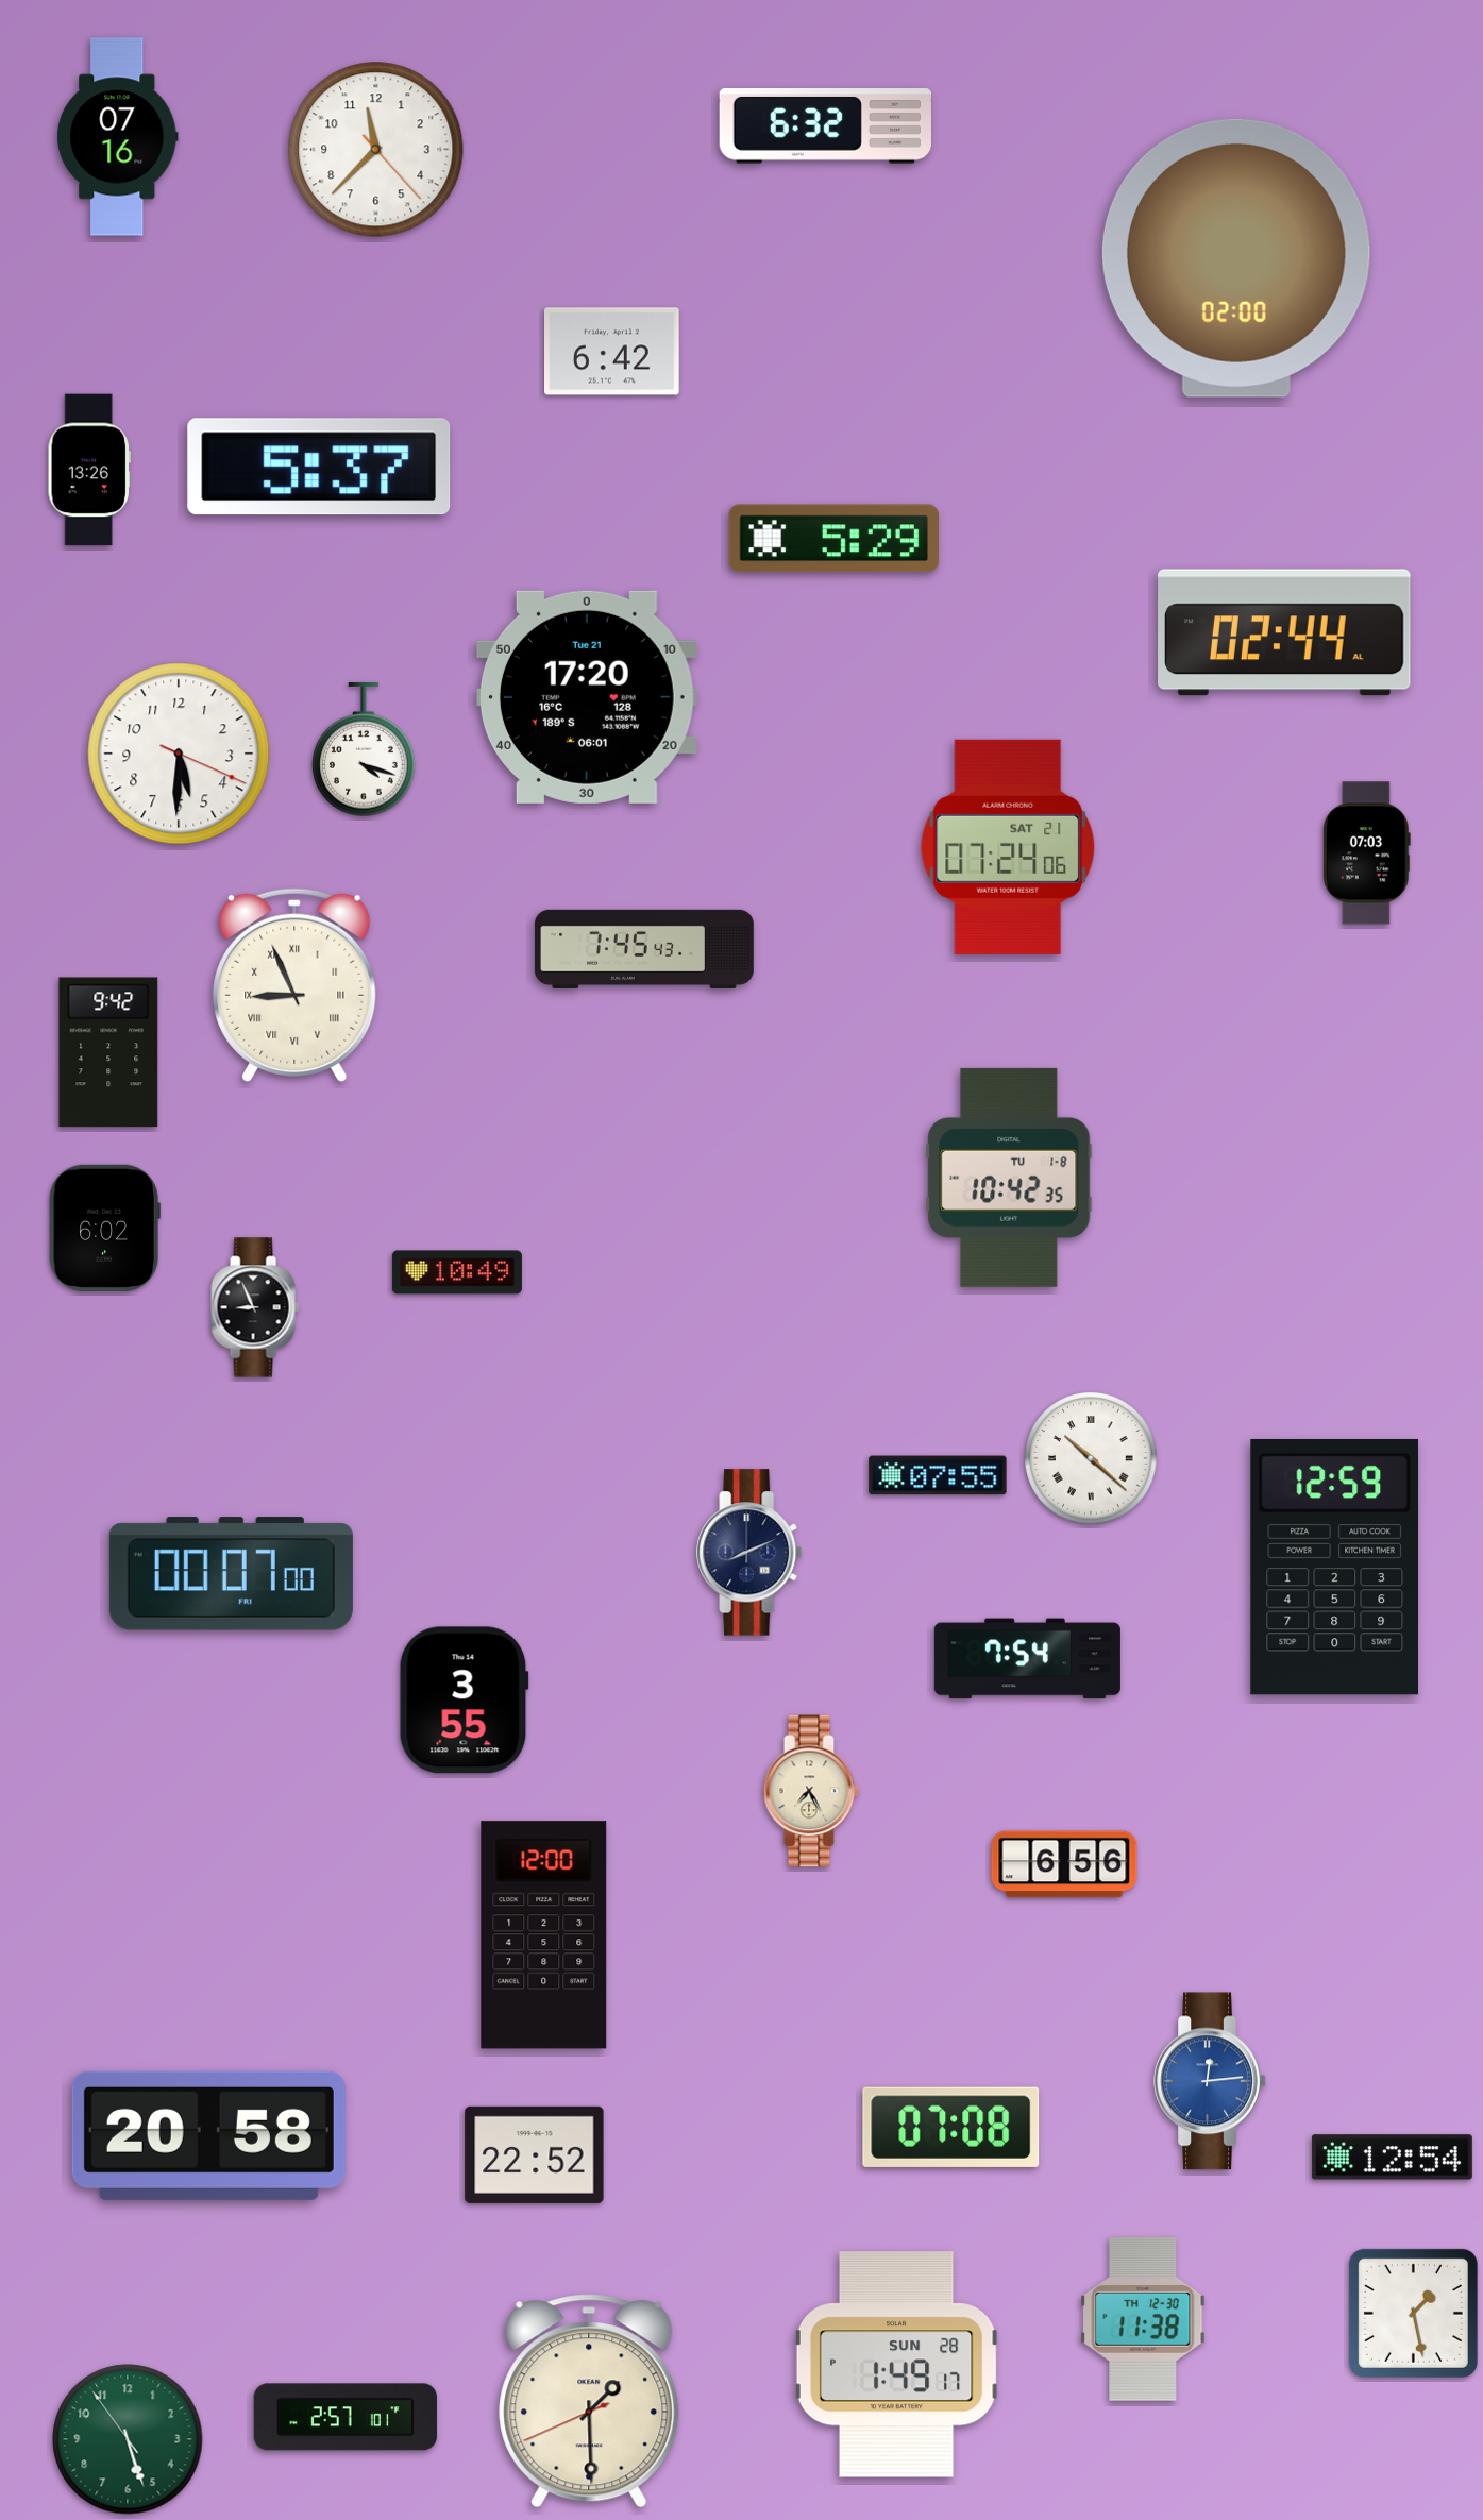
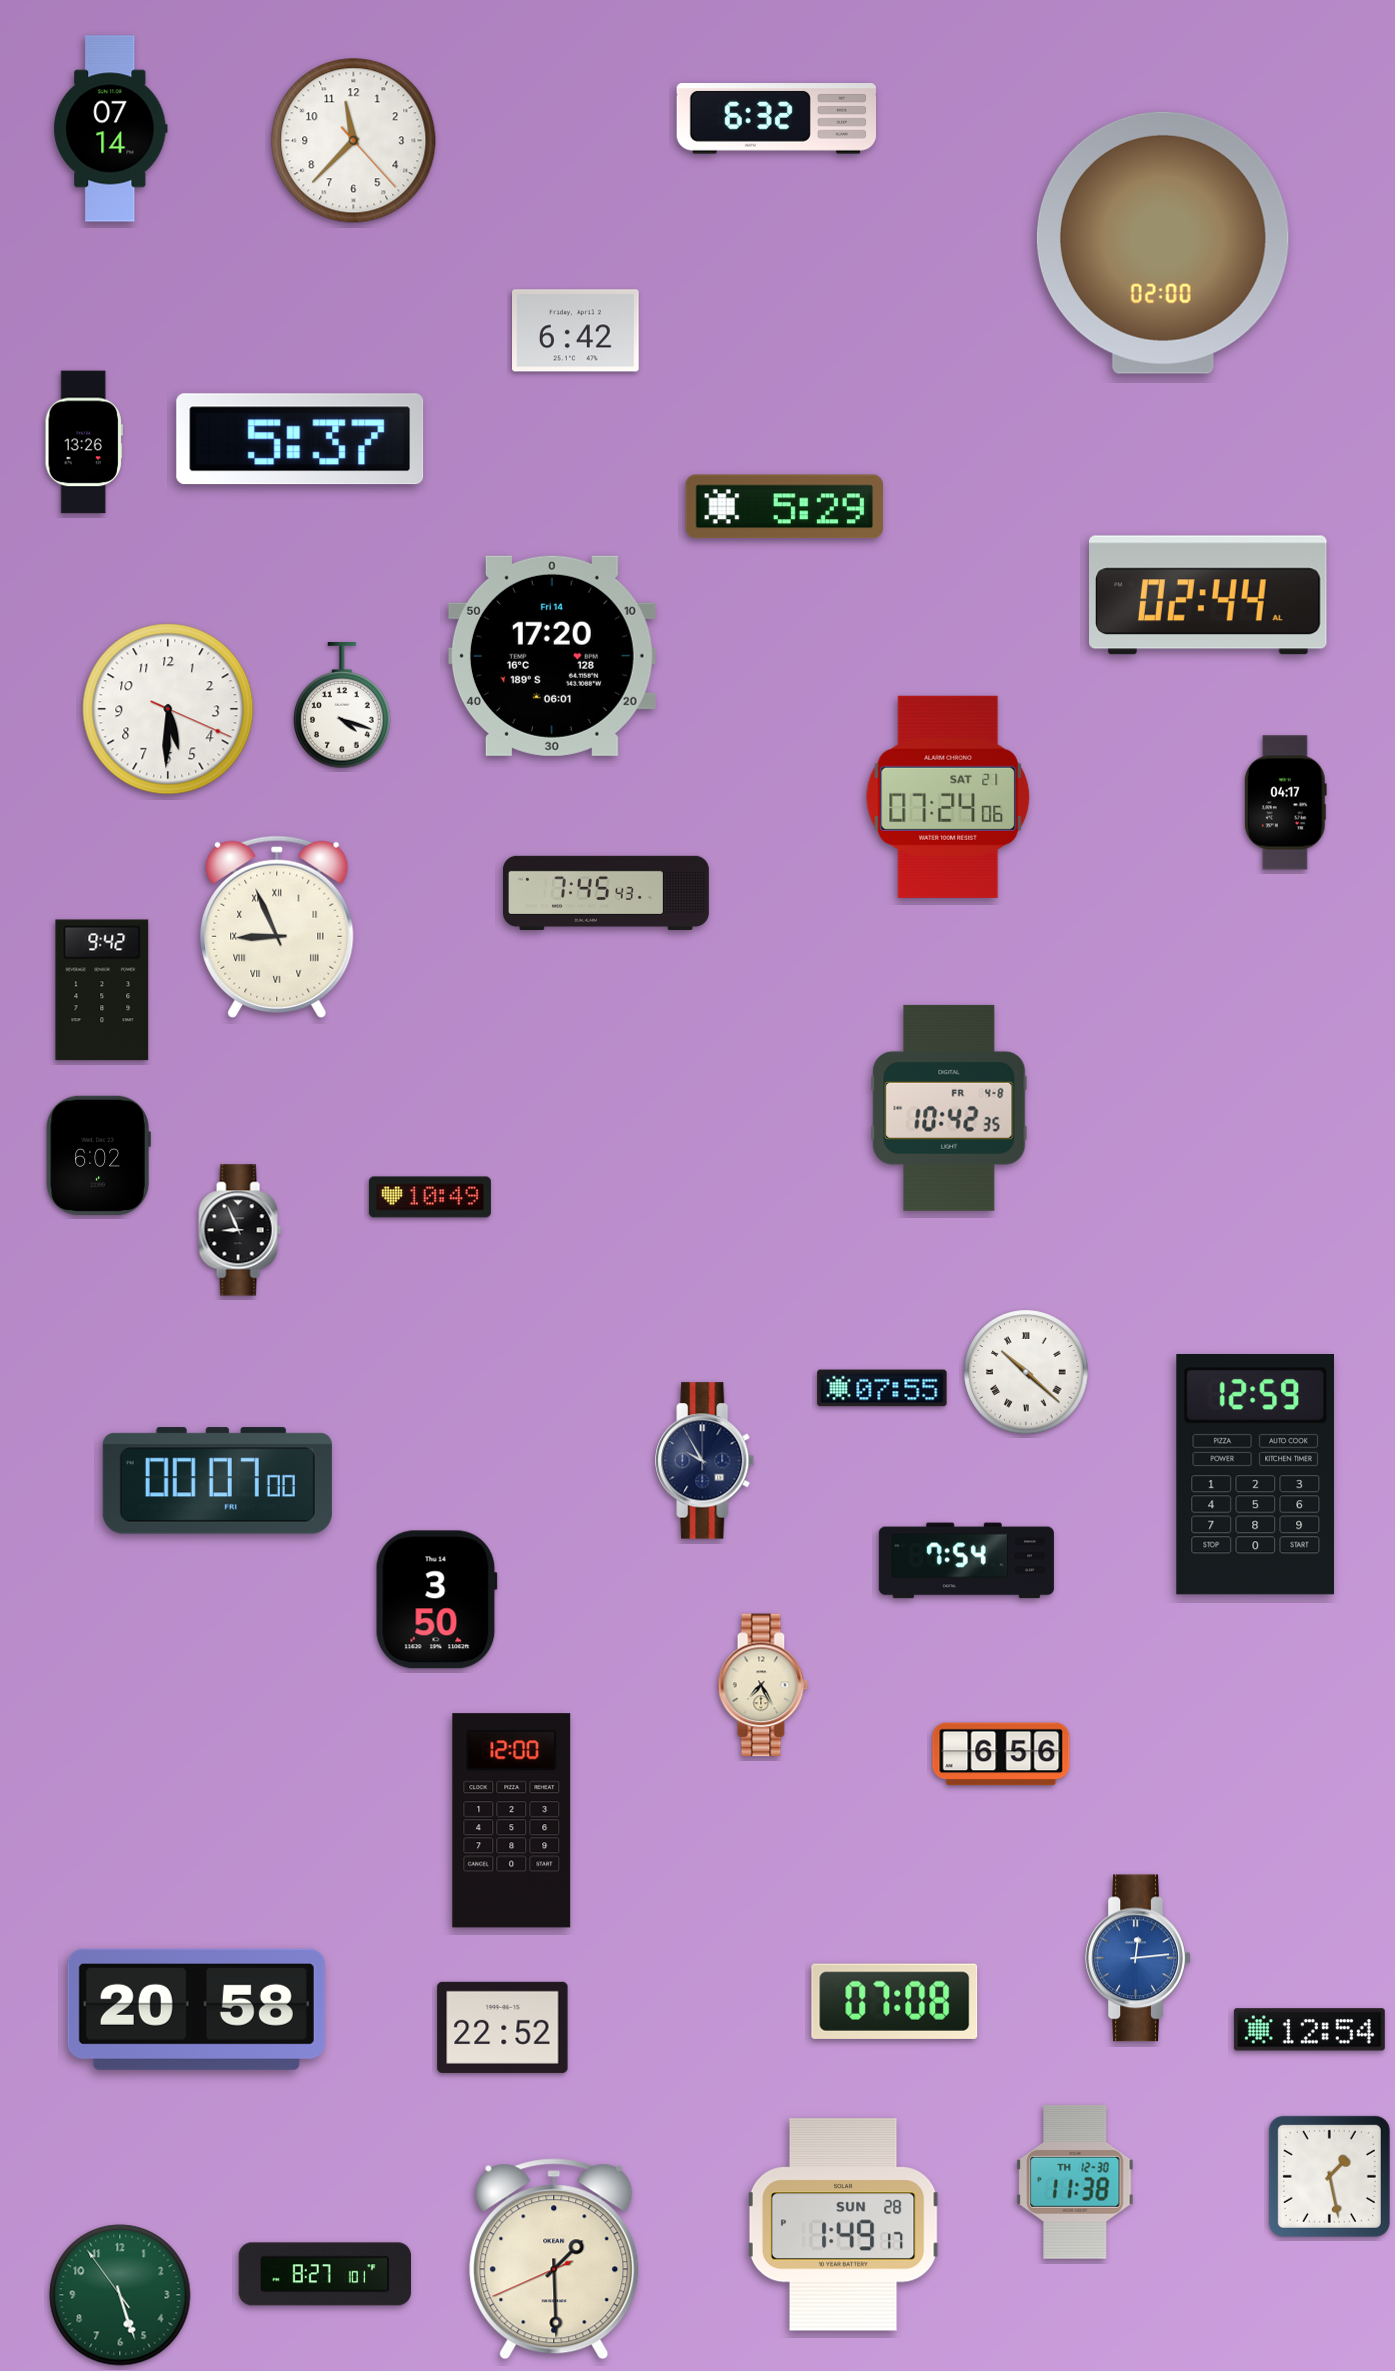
clock at (118, 137): 07:16 -> 07:14
clock at (587, 697) date: Tue 21 -> Fri 14
clock at (1366, 853): 07:03 -> 04:17
clock at (1009, 1178) date: TU 1-8 -> FR 4-8
clock at (749, 1553): 8:11 -> 9:55
clock at (464, 1701): 3:55 -> 3:50
clock at (344, 2417): 2:57 -> 8:27
